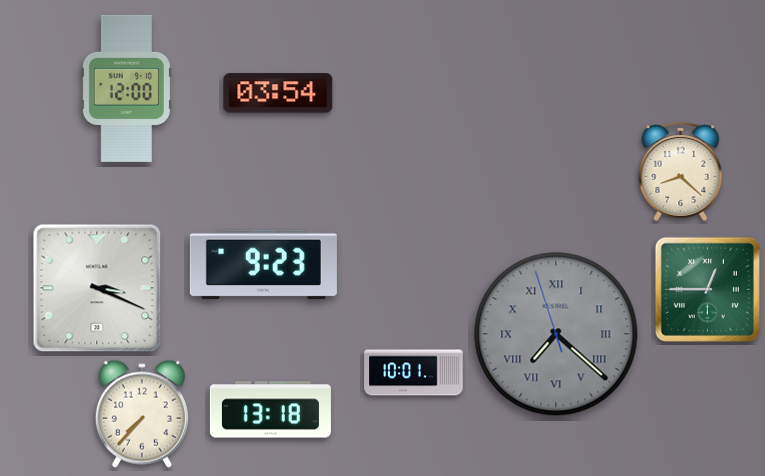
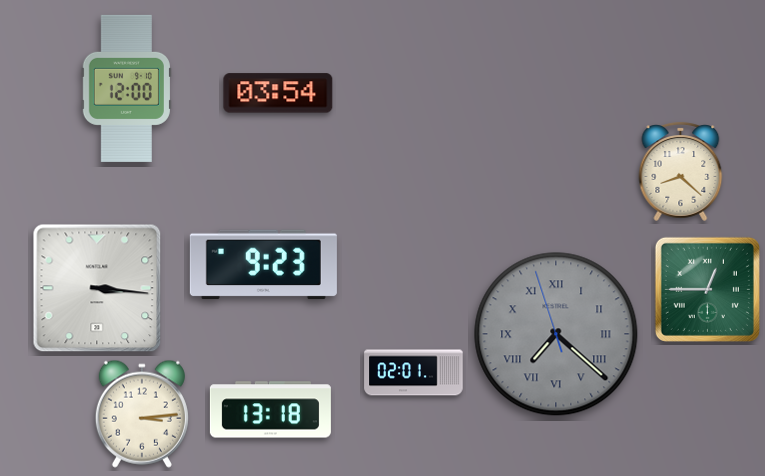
clock at (97, 288): 3:19 -> 3:16
clock at (414, 373): 10:01 -> 02:01
clock at (142, 414): 7:37 -> 3:14
